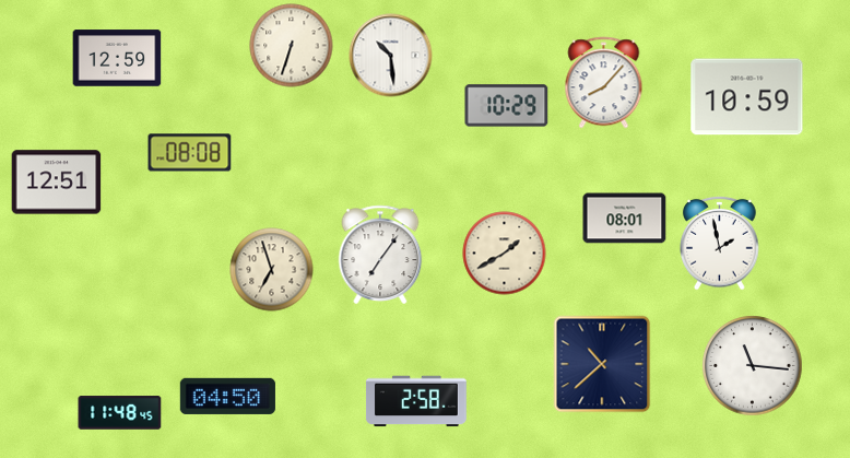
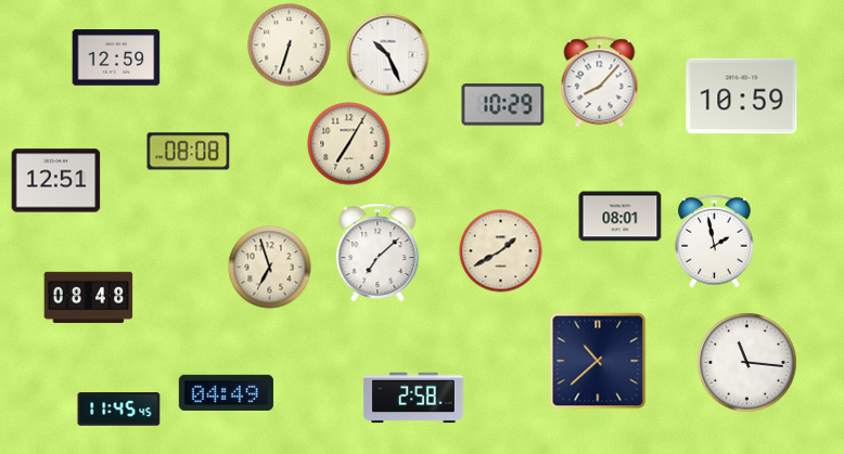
clock at (391, 56): 10:29 -> 10:26
clock at (349, 144): none -> 7:05
clock at (380, 255): 7:06 -> 7:08
clock at (89, 298): none -> 08:48
clock at (227, 396): 04:50 -> 04:49
clock at (120, 413): 11:48 -> 11:45
